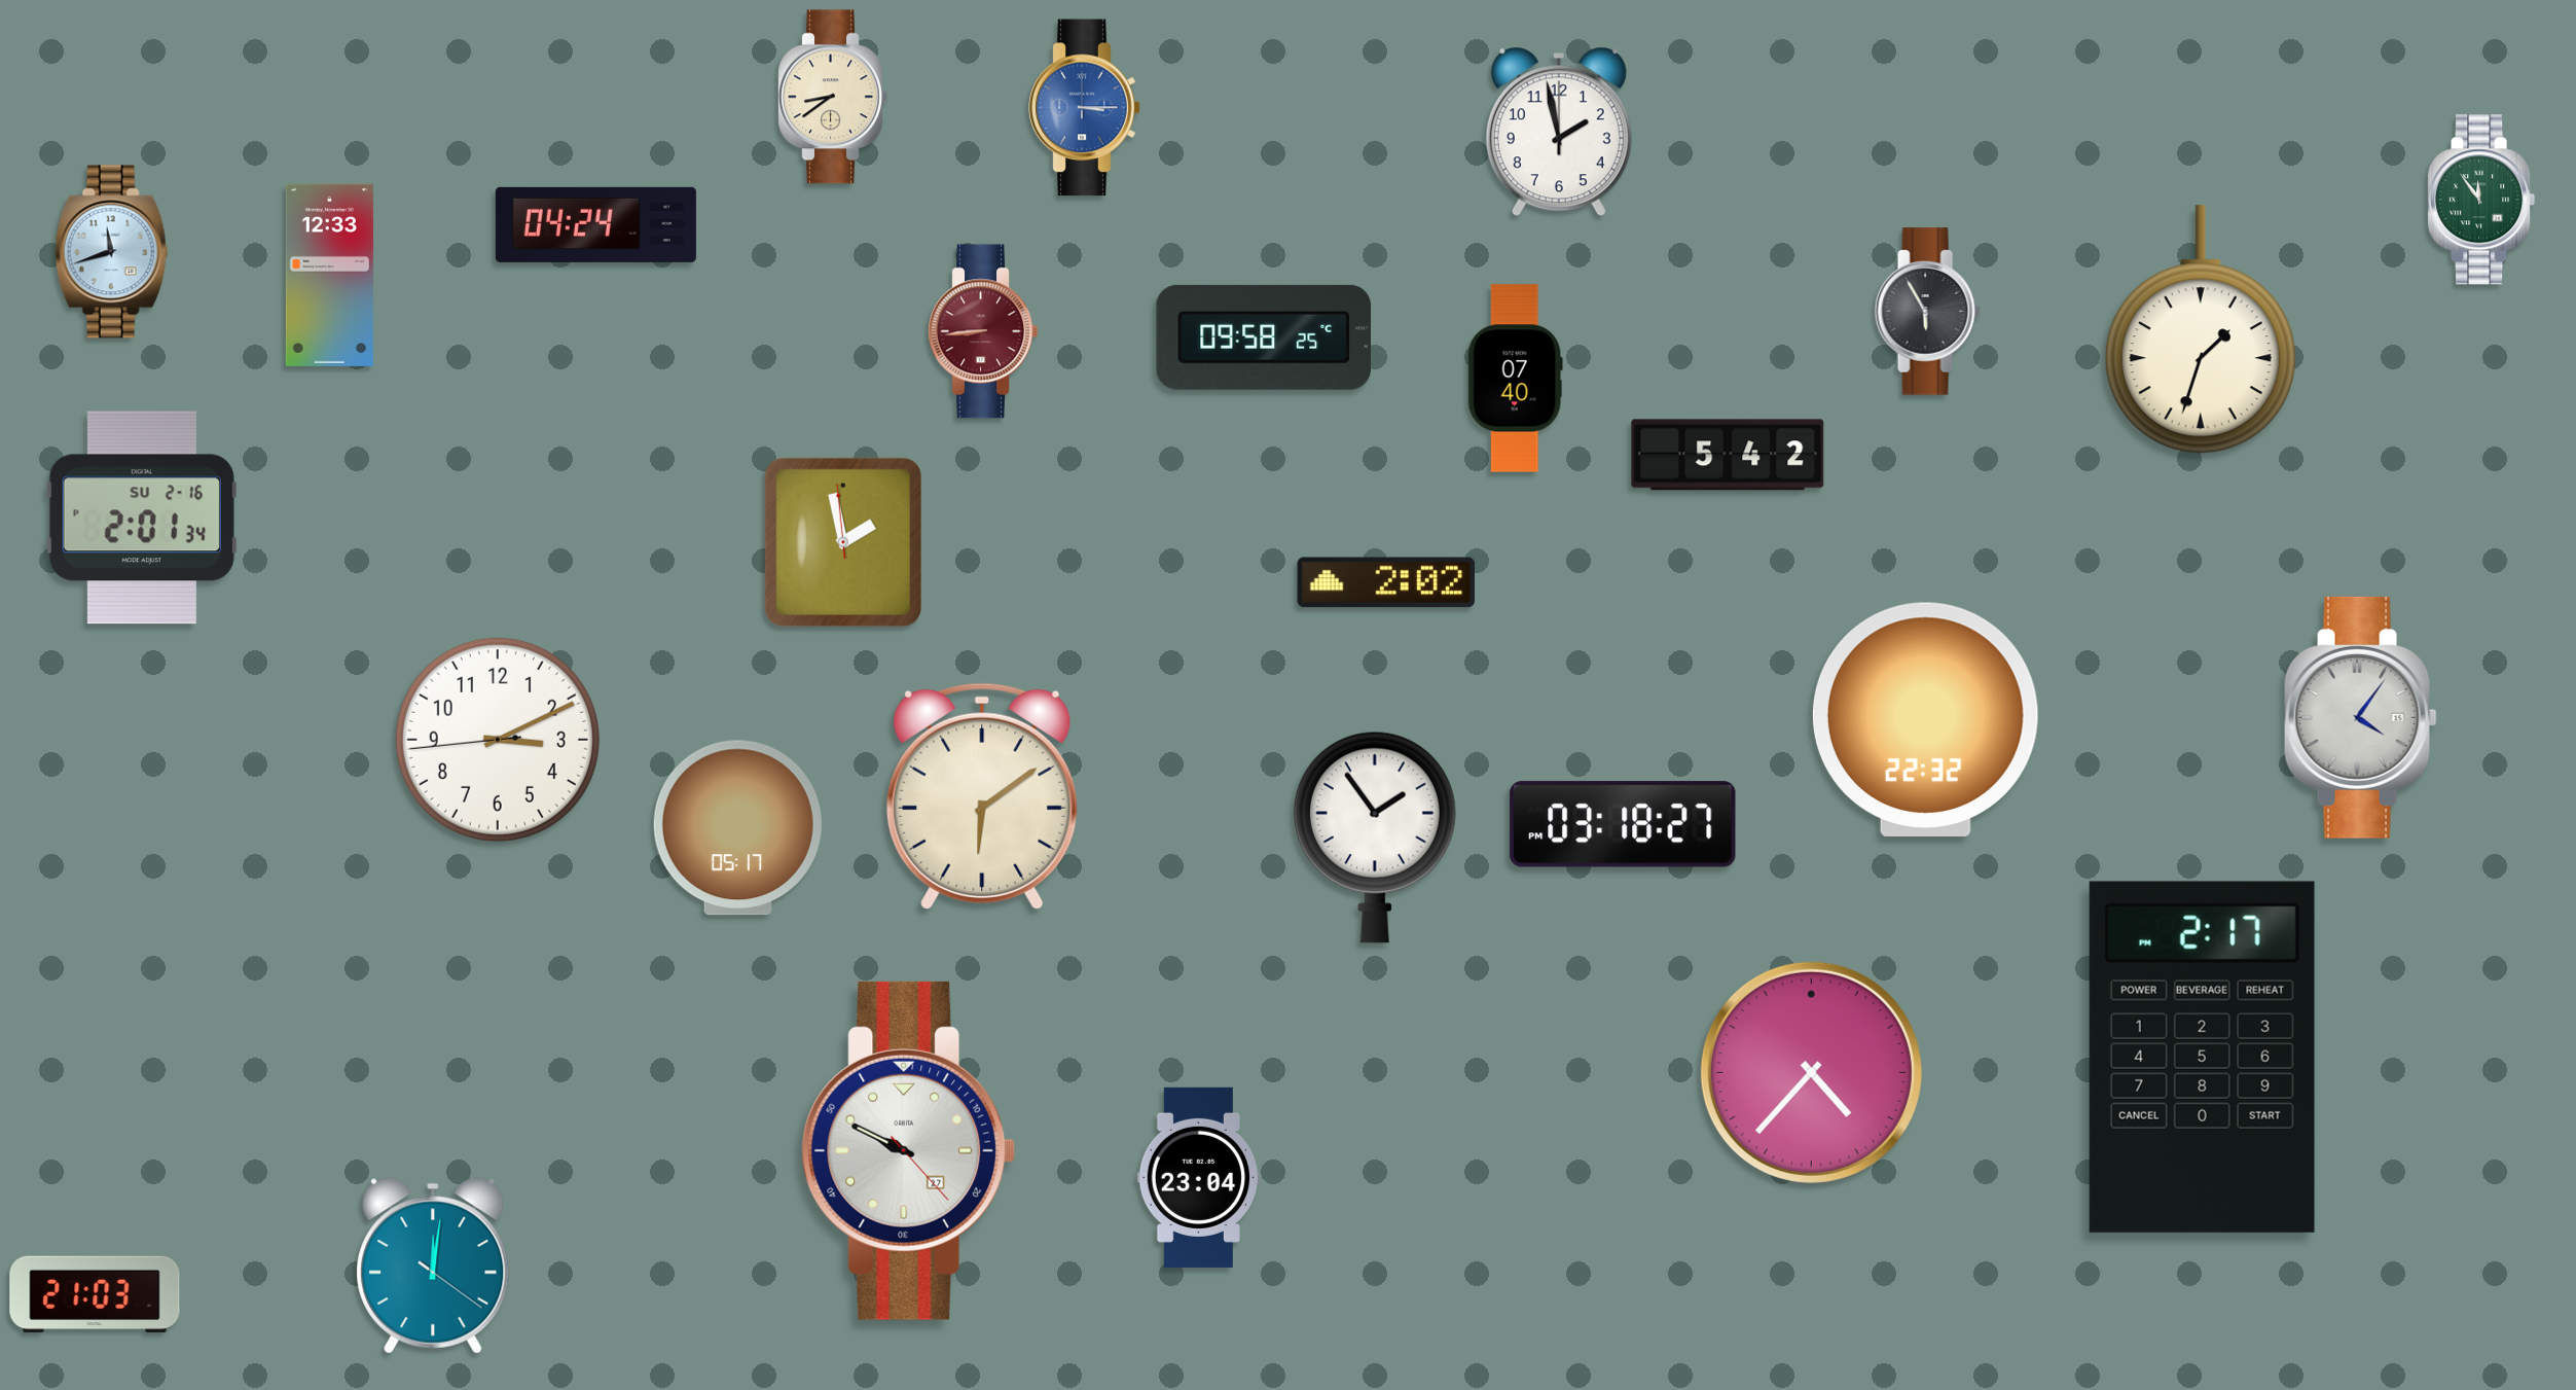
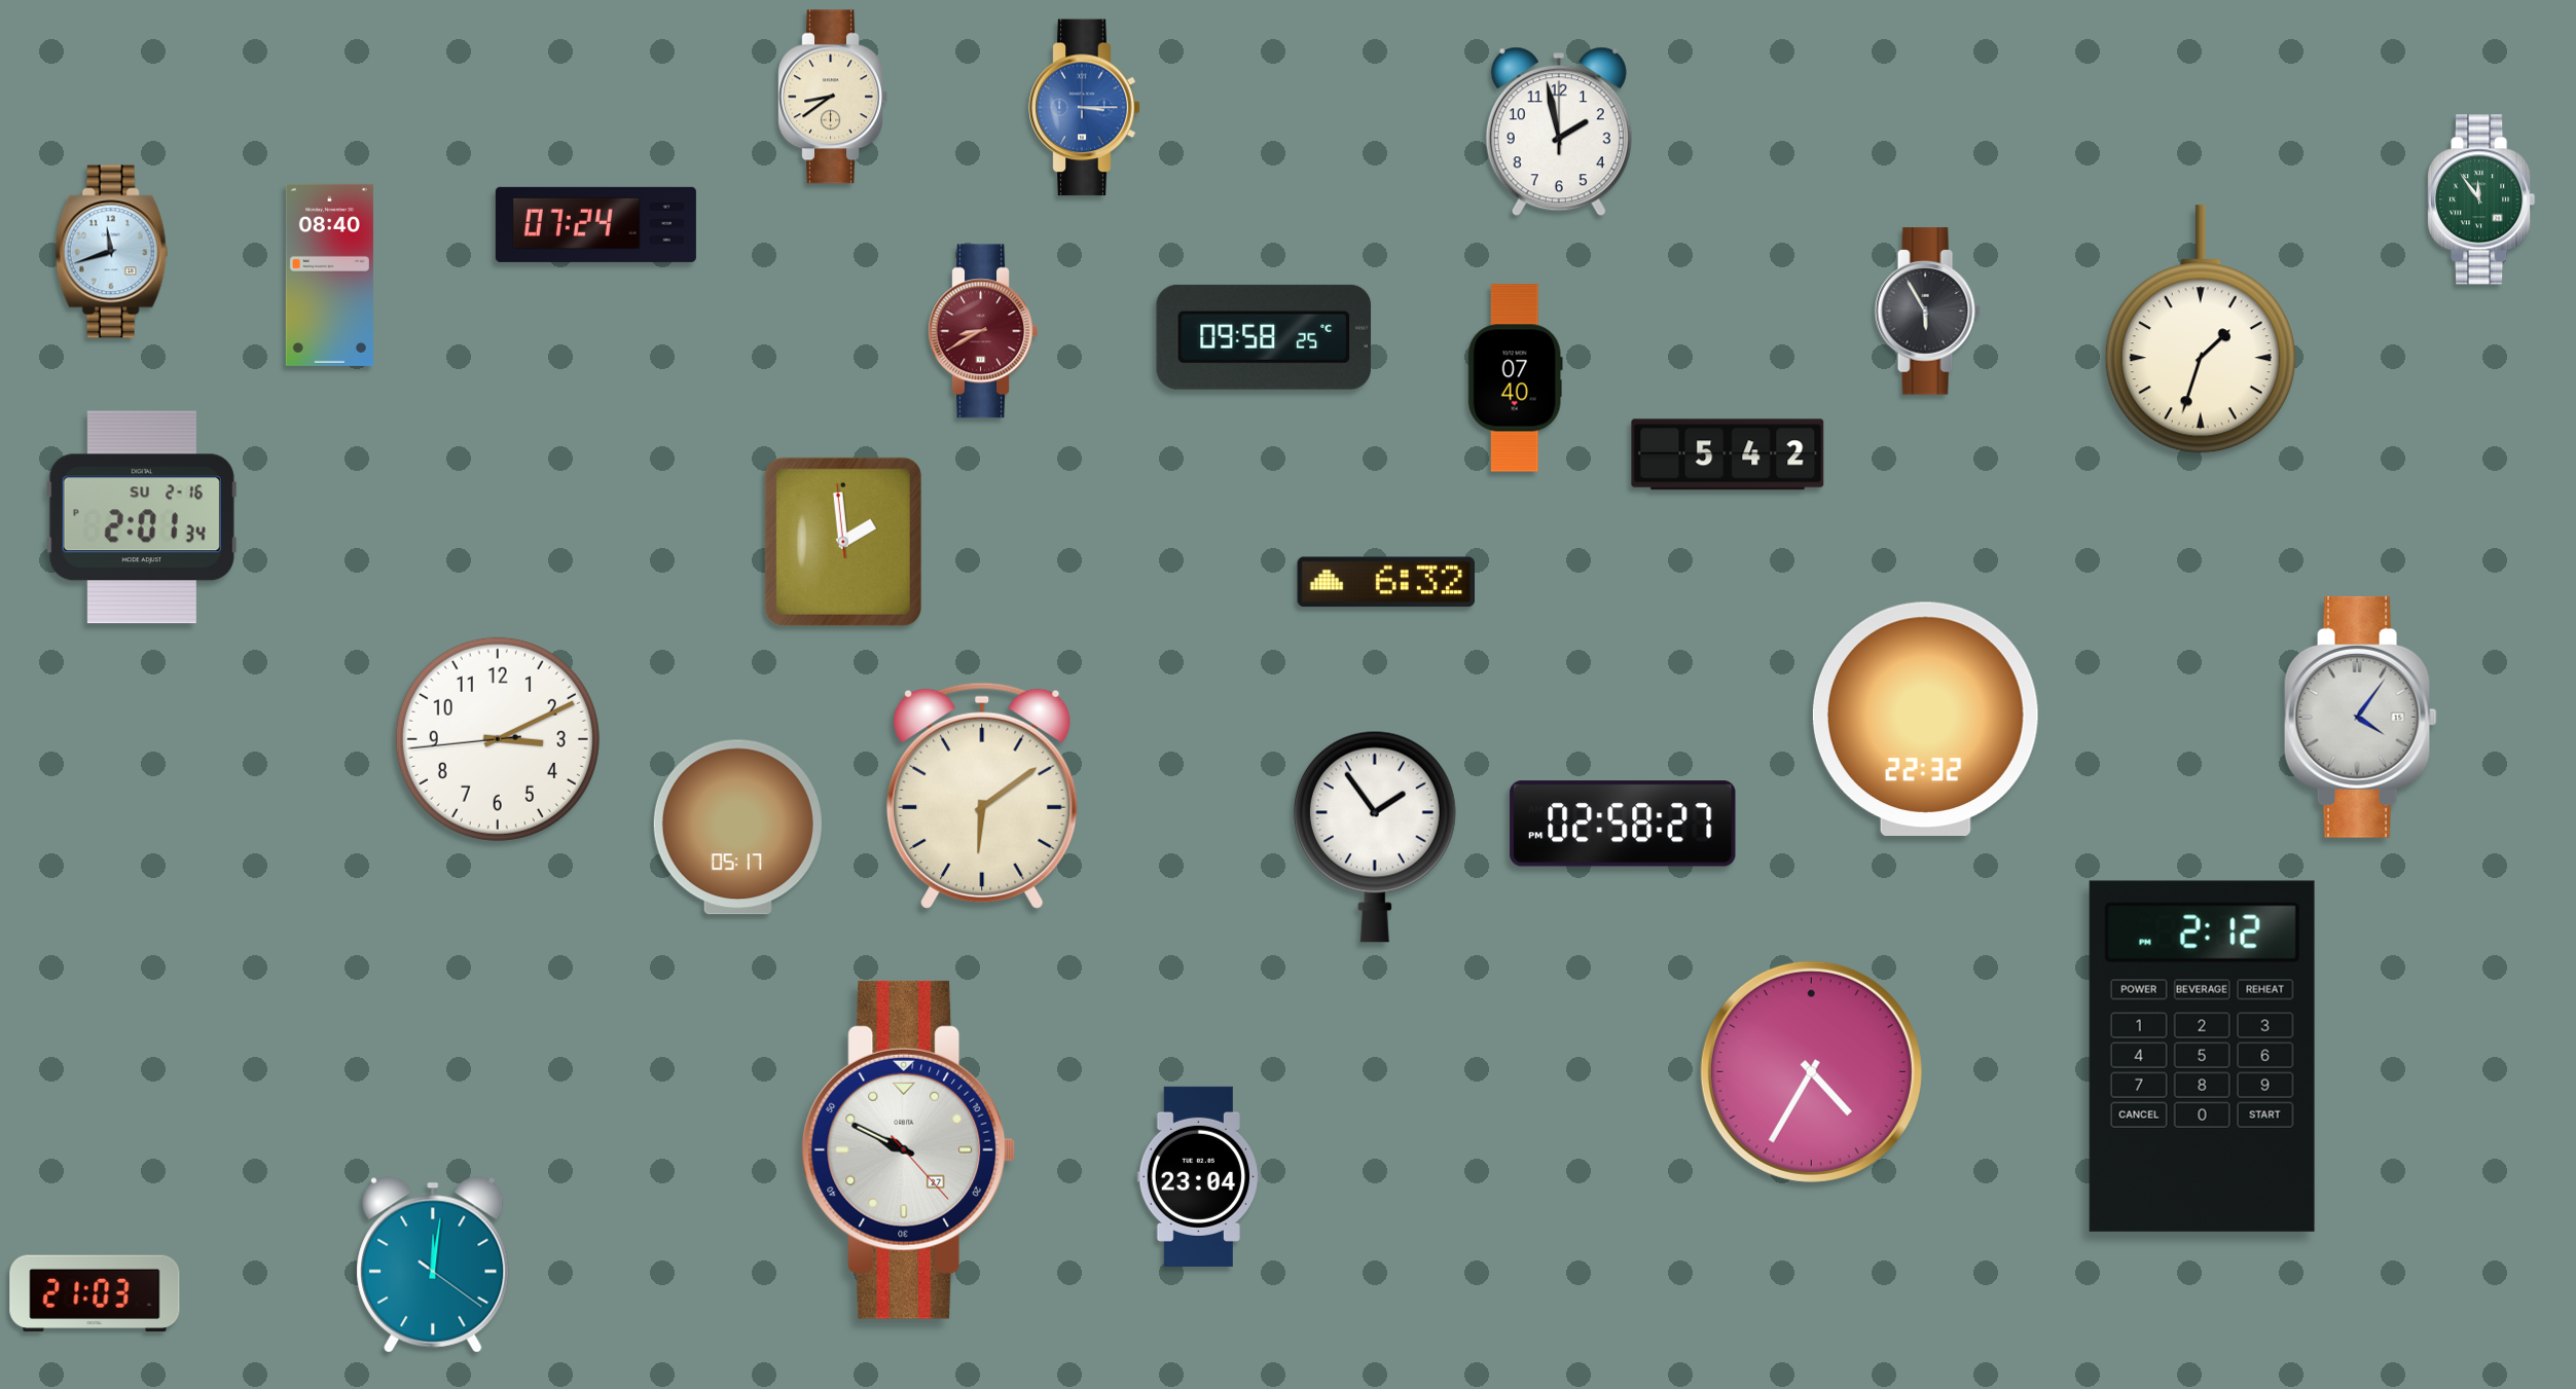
clock at (595, 224): 04:24 -> 07:24
clock at (329, 275): 12:33 -> 08:40
clock at (983, 331): 8:44 -> 8:40
clock at (843, 542): 1:57 -> 1:58
clock at (1385, 582): 2:02 -> 6:32
clock at (1623, 824): 03:18 -> 02:58
clock at (2202, 1057): 2:17 -> 2:12
clock at (1811, 1072): 4:37 -> 4:35
